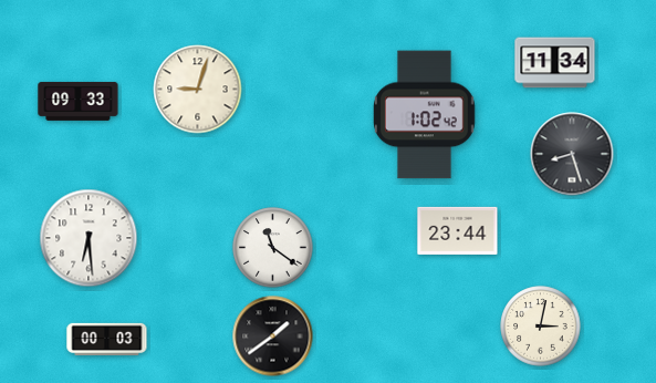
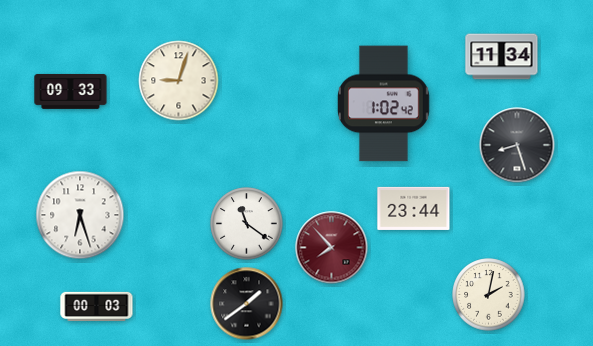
clock at (572, 154) position: (572, 154) -> (517, 145)
clock at (88, 238): 6:29 -> 6:27
clock at (332, 248): none -> 7:53
clock at (541, 327): 3:02 -> 2:02
